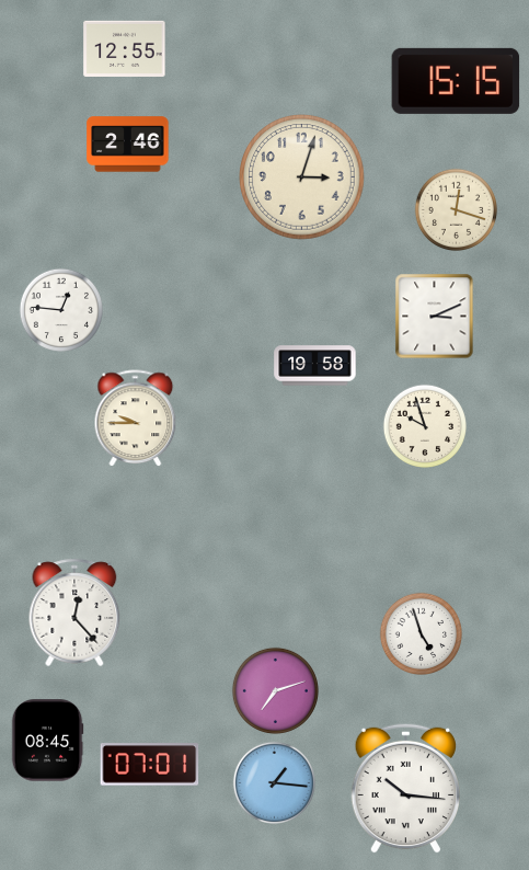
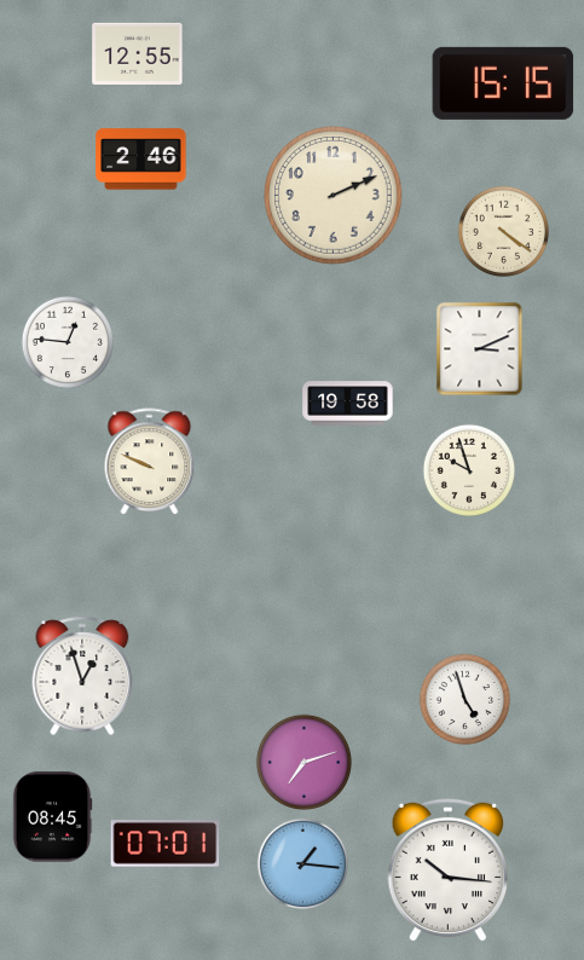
clock at (456, 81) position: (456, 81) -> (503, 83)
clock at (302, 178): 3:03 -> 2:11
clock at (456, 209): 12:18 -> 4:21
clock at (136, 417): 9:45 -> 9:49
clock at (74, 613): 12:23 -> 12:57
